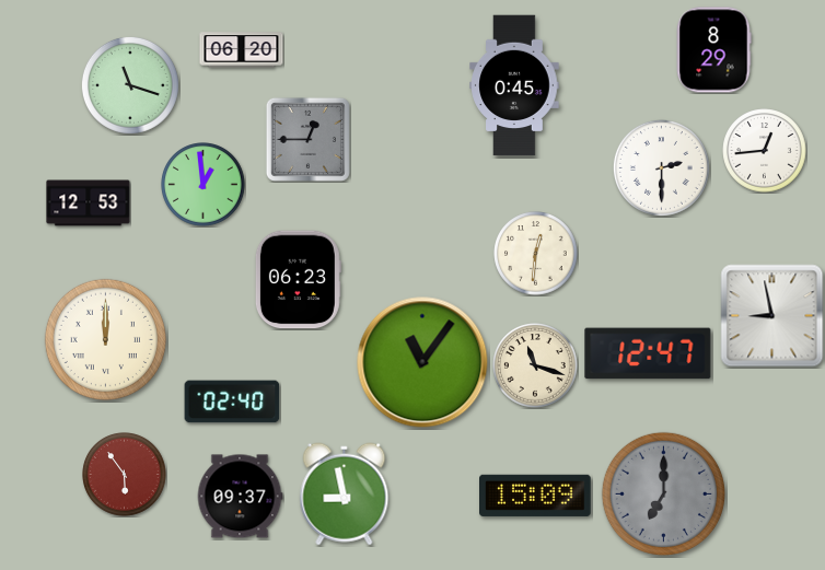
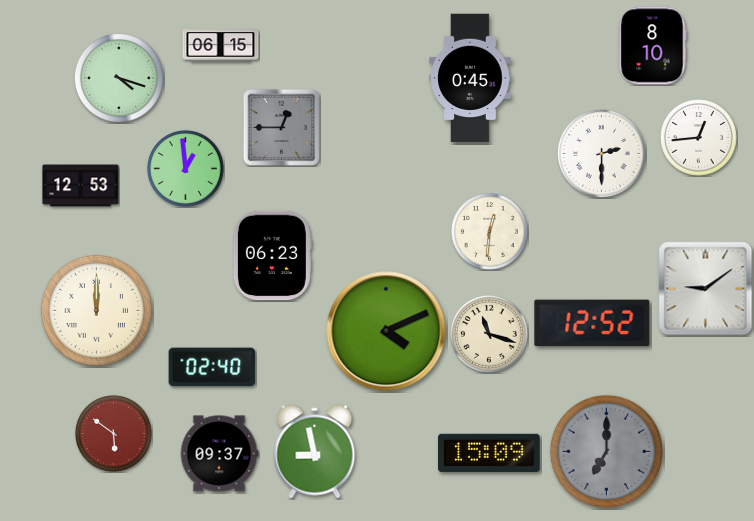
clock at (242, 50): 06:20 -> 06:15
clock at (713, 50): 8:29 -> 8:10
clock at (130, 85): 11:18 -> 4:18
clock at (661, 167) position: (661, 167) -> (601, 153)
clock at (772, 316): 8:58 -> 9:09
clock at (648, 353): 12:47 -> 12:52
clock at (422, 362): 11:06 -> 4:11
clock at (125, 475): 5:54 -> 5:51
